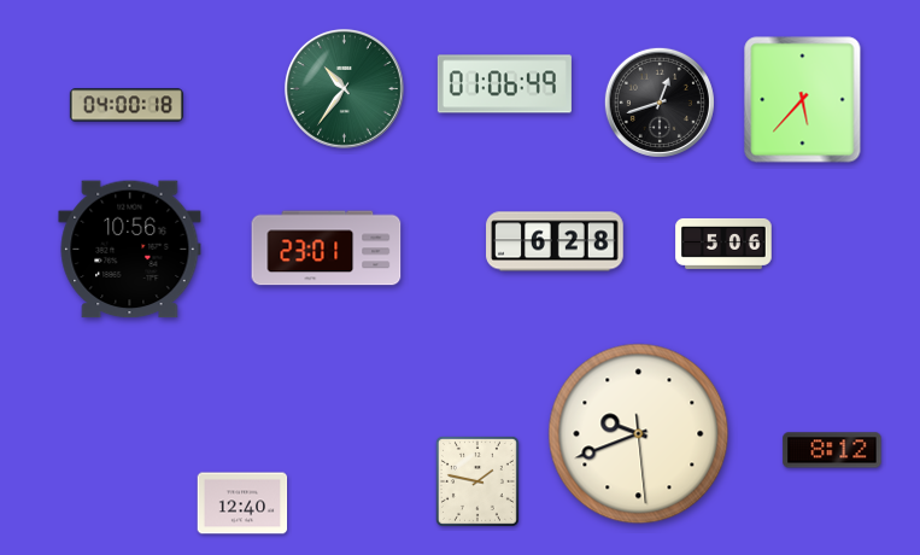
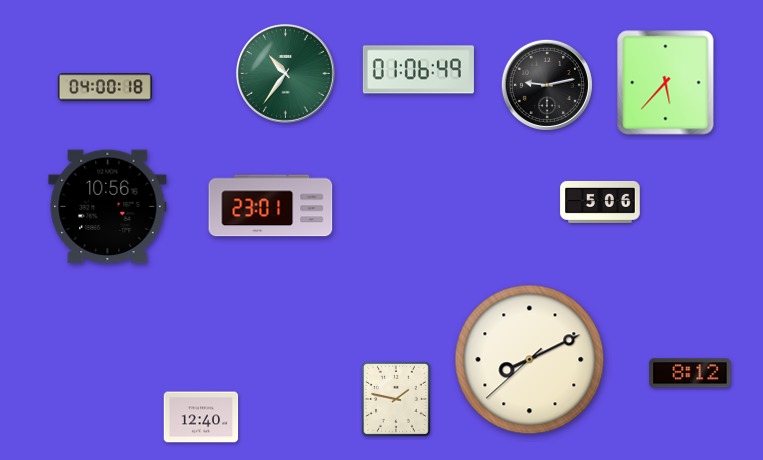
clock at (660, 103): 12:42 -> 9:13
clock at (555, 241): 6:28 -> none
clock at (639, 434): 9:41 -> 8:10
